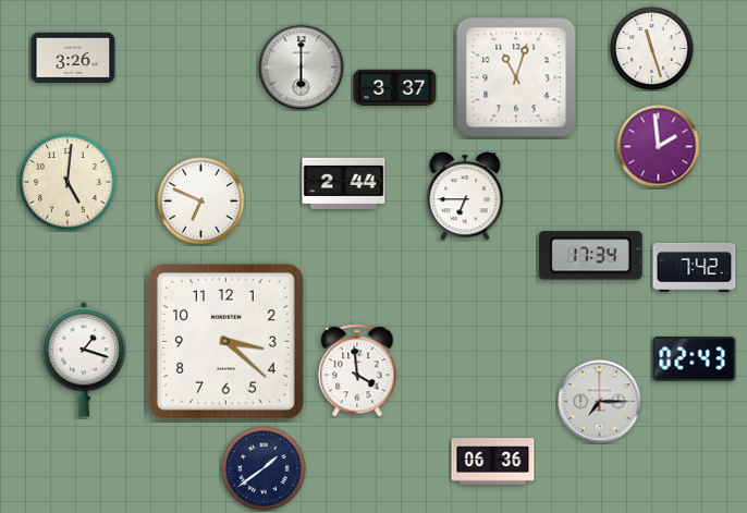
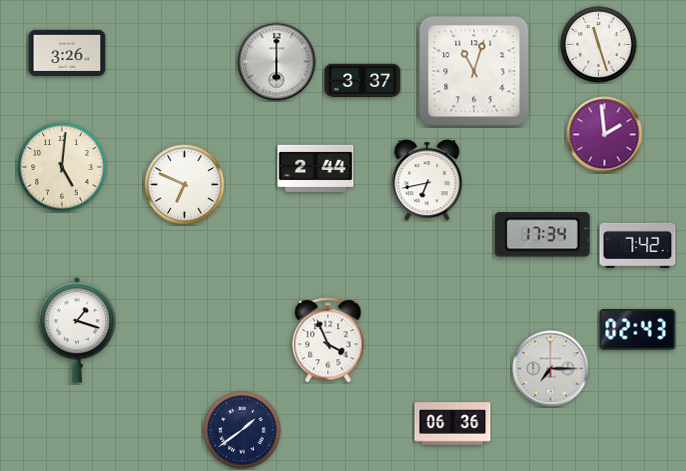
clock at (465, 196): 6:45 -> 6:43
clock at (225, 341): 3:22 -> none
clock at (357, 370): 3:59 -> 3:56
